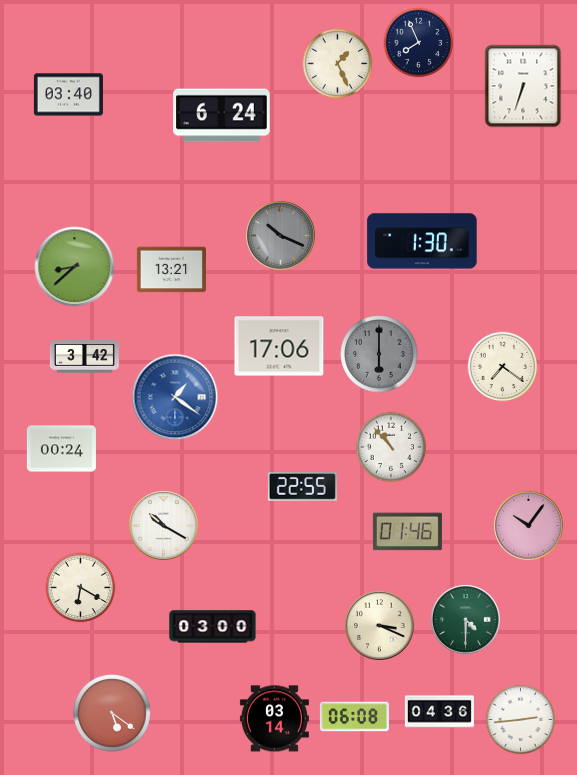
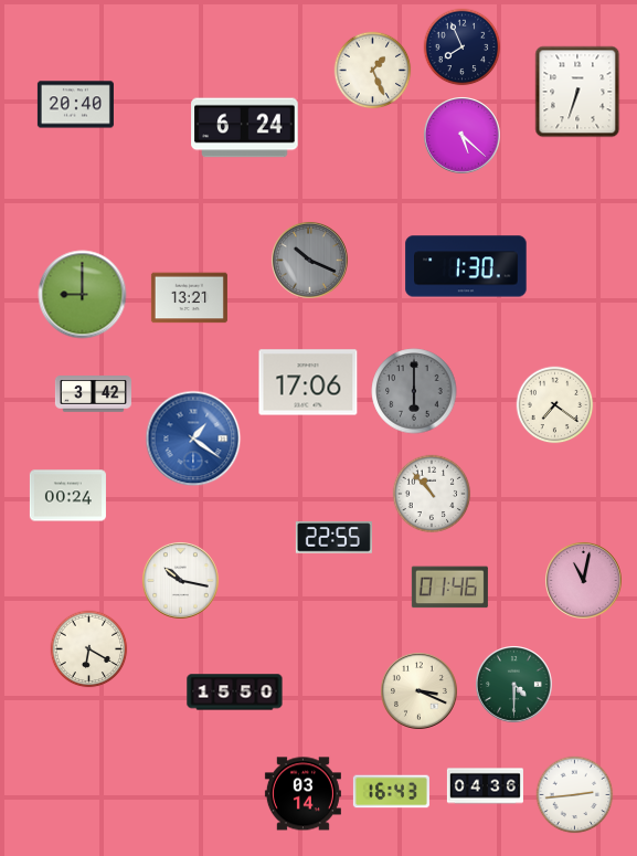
clock at (523, 86) position: (523, 86) -> (577, 92)
clock at (68, 95): 03:40 -> 20:40
clock at (463, 136): none -> 5:22
clock at (75, 267): 8:38 -> 9:00
clock at (379, 354) position: (379, 354) -> (414, 391)
clock at (164, 526): 10:20 -> 10:17
clock at (529, 526): 10:06 -> 11:02
clock at (213, 627): 03:00 -> 15:50
clock at (112, 713): 5:21 -> none
clock at (354, 717): 06:08 -> 16:43
